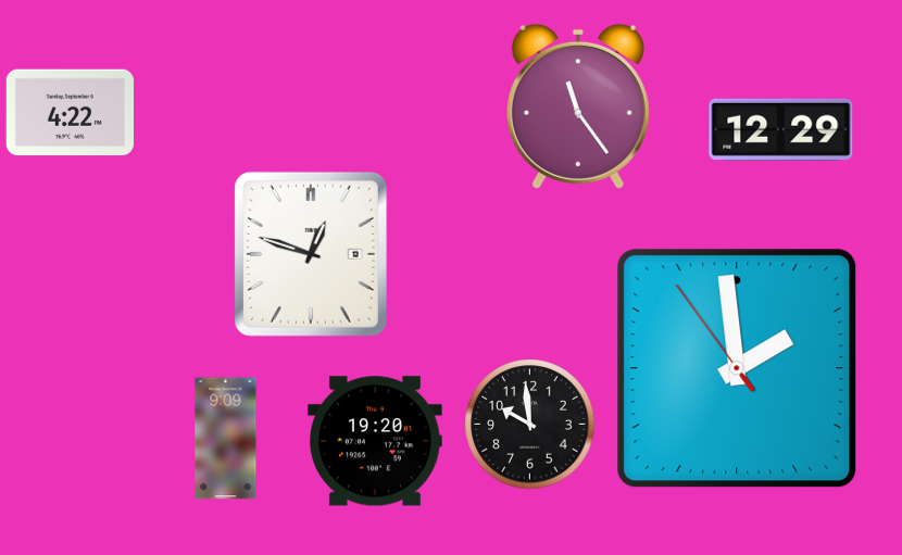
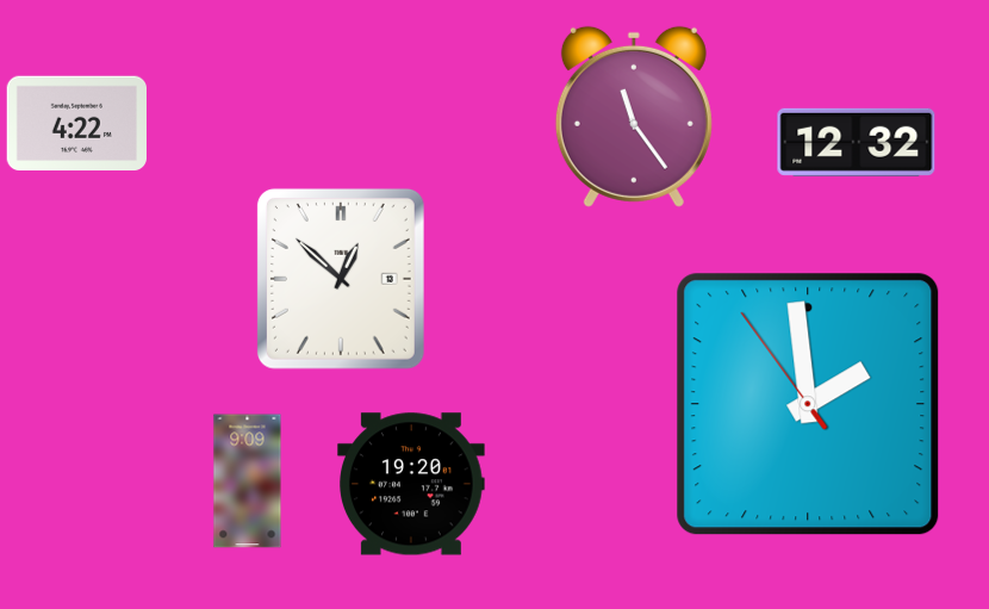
clock at (781, 129): 12:29 -> 12:32
clock at (311, 254): 12:48 -> 12:52
clock at (530, 425): 9:59 -> none
